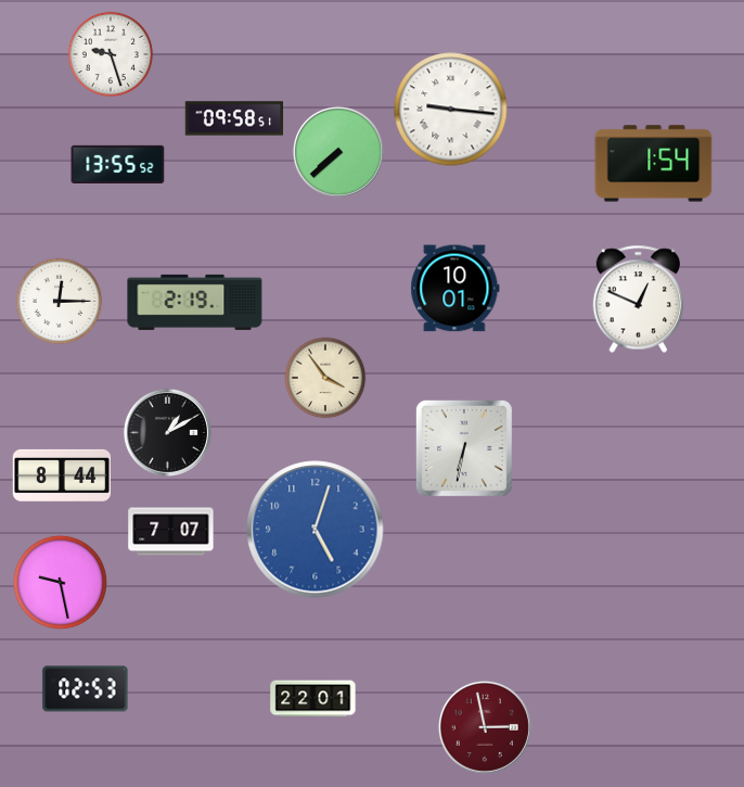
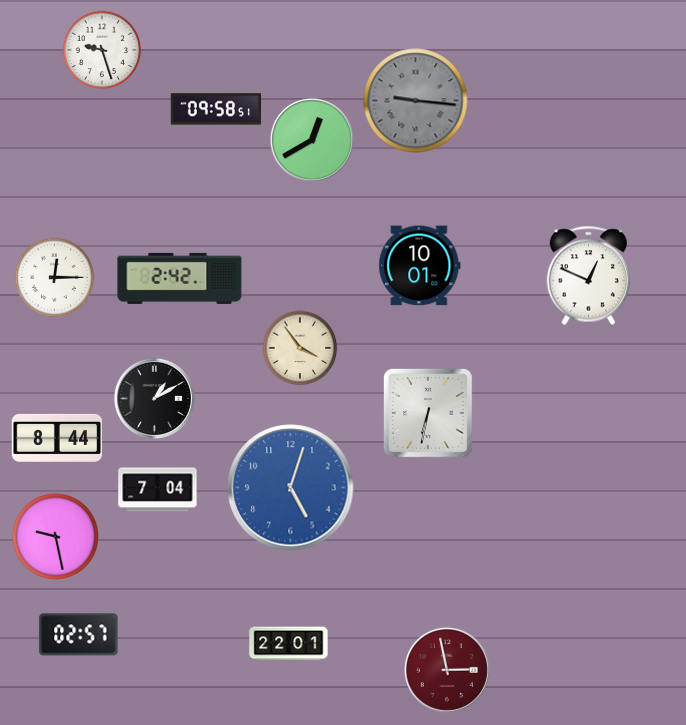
clock at (451, 110) dial: white -> grey
clock at (338, 152): 7:38 -> 12:40
clock at (118, 164): 13:55 -> none
clock at (654, 164): 1:54 -> none
clock at (195, 302): 2:19 -> 2:42
clock at (171, 532): 7:07 -> 7:04
clock at (86, 689): 02:53 -> 02:57
